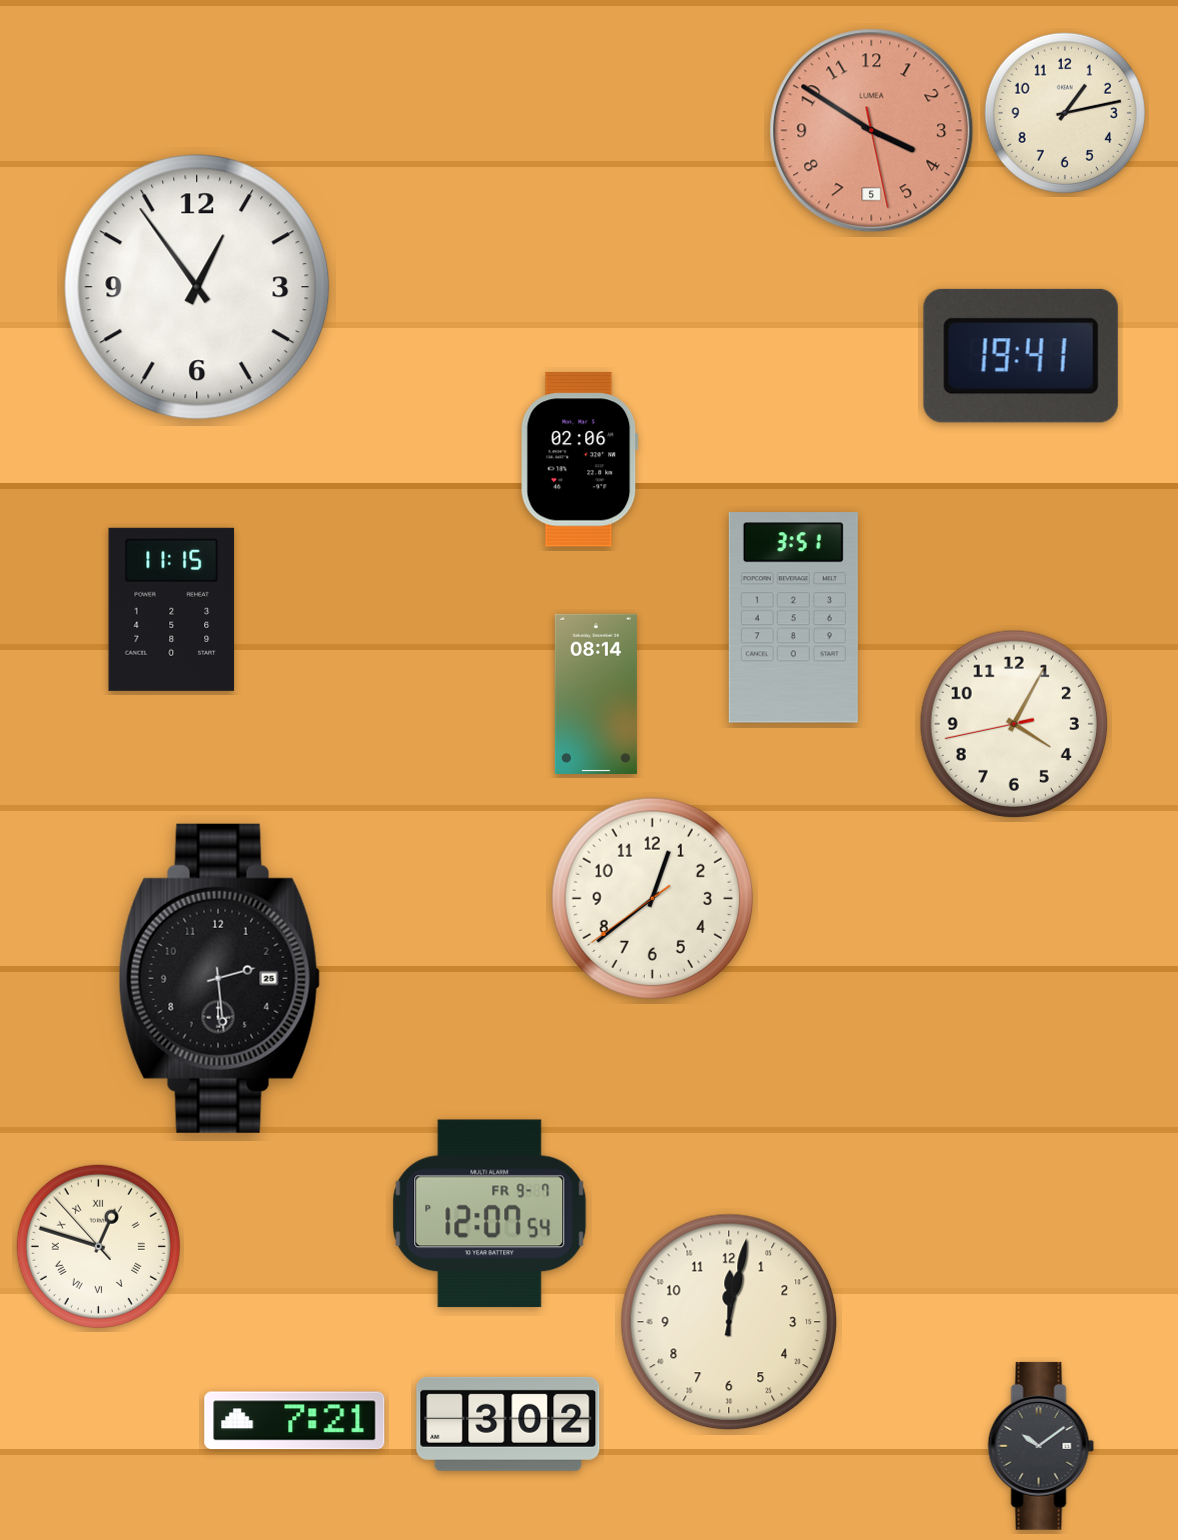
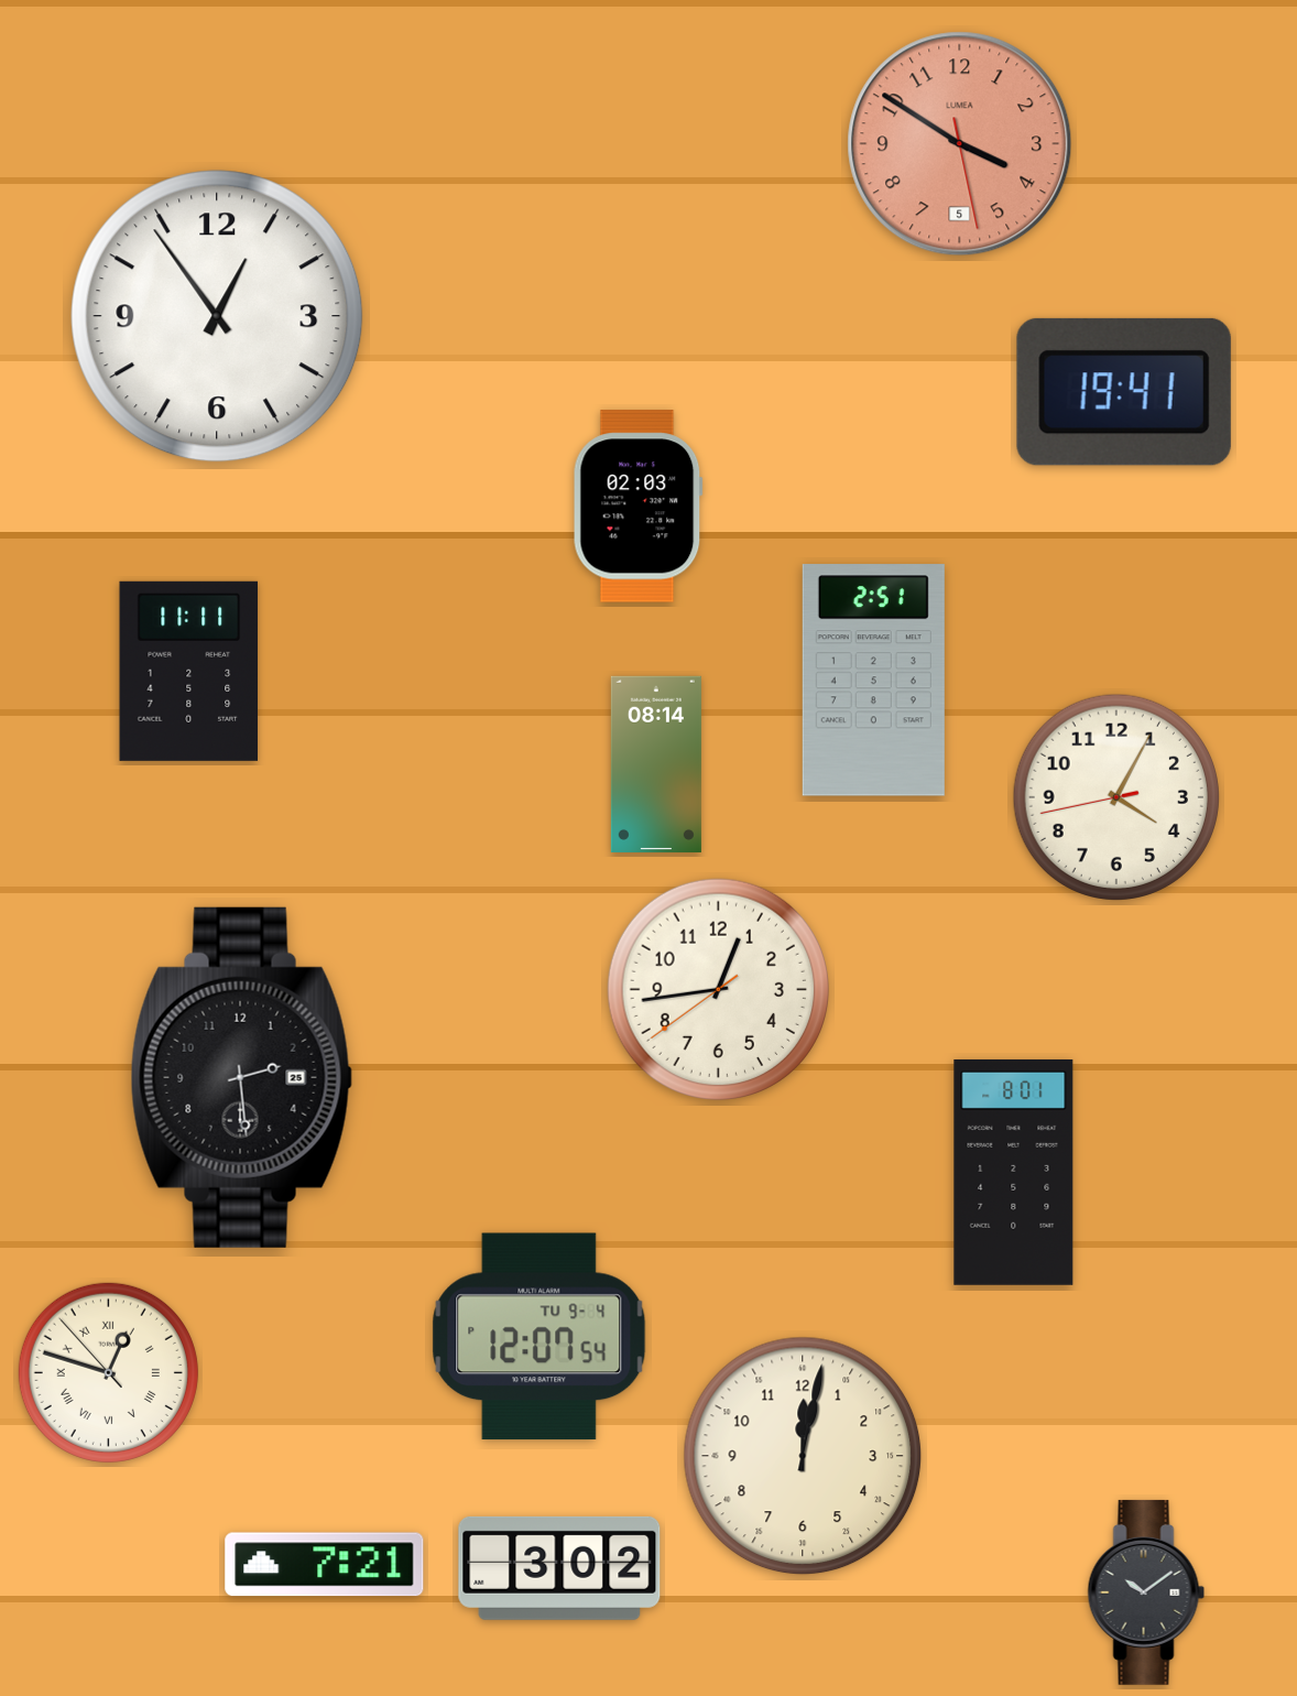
clock at (1065, 113): 1:13 -> none
clock at (579, 460): 02:06 -> 02:03
clock at (172, 609): 11:15 -> 11:11
clock at (793, 618): 3:51 -> 2:51
clock at (652, 898): 12:38 -> 12:43
clock at (1014, 1172): none -> 8:01
clock at (490, 1214) date: FR 9-7 -> TU 9-4
